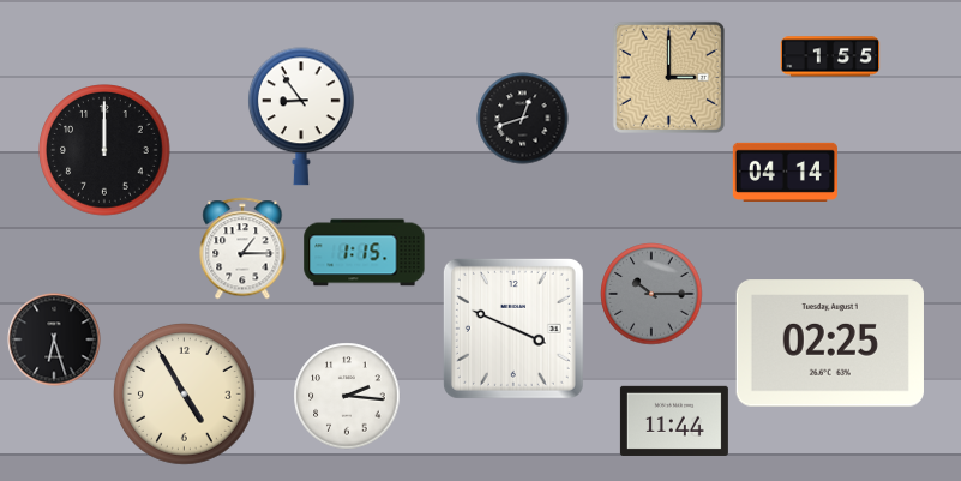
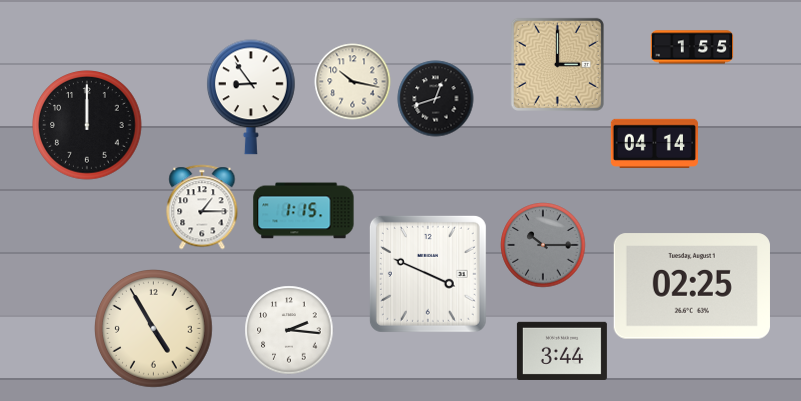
clock at (353, 82): none -> 10:17
clock at (54, 339): 6:27 -> none
clock at (674, 421): 11:44 -> 3:44
